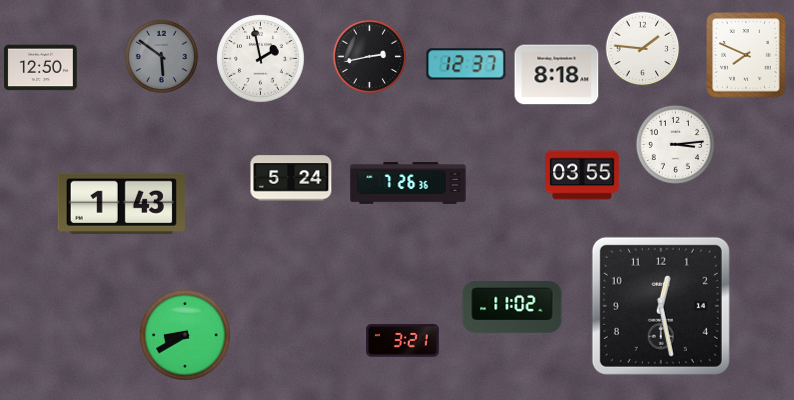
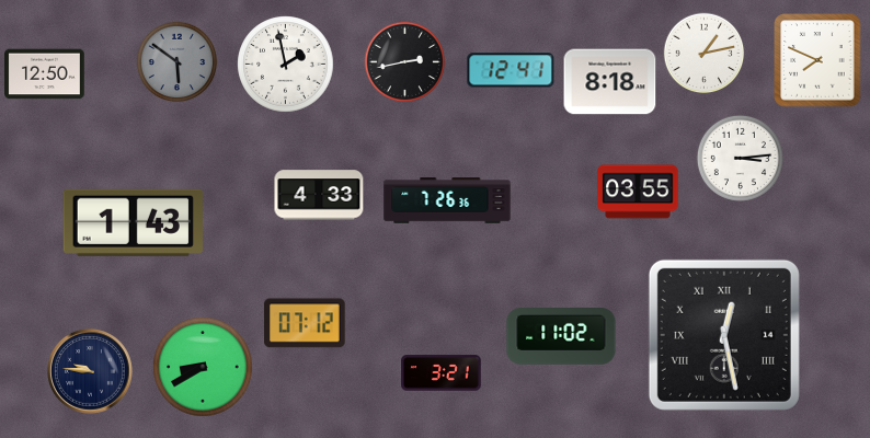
clock at (643, 49): 1:46 -> 1:13
clock at (466, 64): 12:37 -> 12:41
clock at (291, 178): 5:24 -> 4:33
clock at (305, 323): none -> 07:12
clock at (661, 306) numerals: Arabic -> Roman
clock at (91, 372): none -> 9:46
